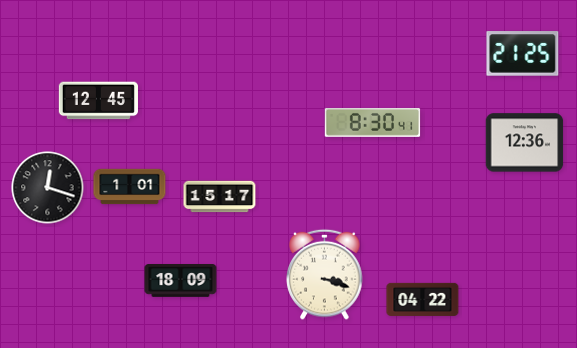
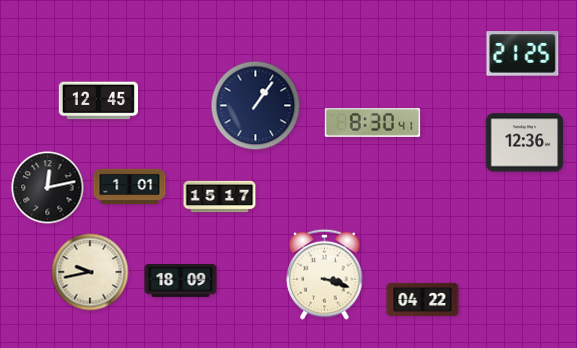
clock at (256, 106): none -> 1:06
clock at (48, 188): 12:18 -> 12:13
clock at (90, 272): none -> 9:43
